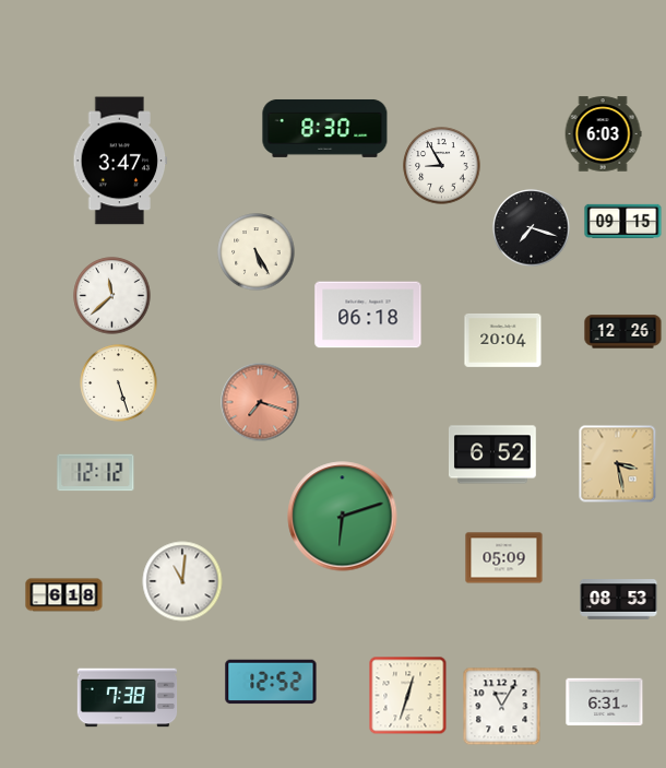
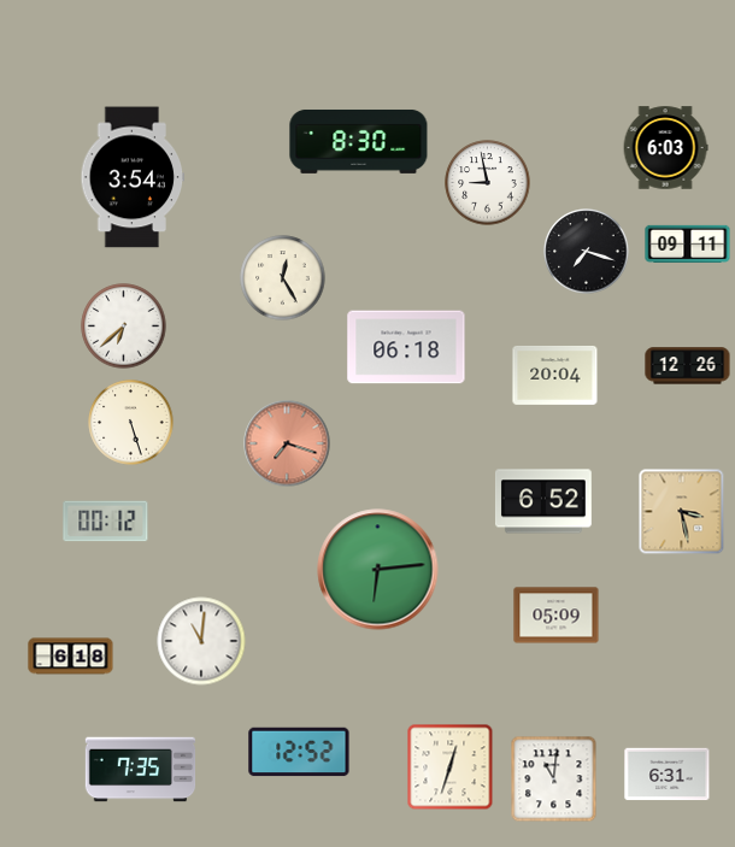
clock at (120, 161): 3:47 -> 3:54
clock at (442, 166): 8:55 -> 8:58
clock at (623, 221): 09:15 -> 09:11
clock at (257, 252): 5:25 -> 12:25
clock at (112, 296): 11:38 -> 6:38
clock at (96, 473): 12:12 -> 00:12
clock at (343, 517): 6:12 -> 6:14
clock at (619, 600): 08:53 -> none
clock at (128, 698): 7:38 -> 7:35
clock at (502, 707): 11:05 -> 11:01
